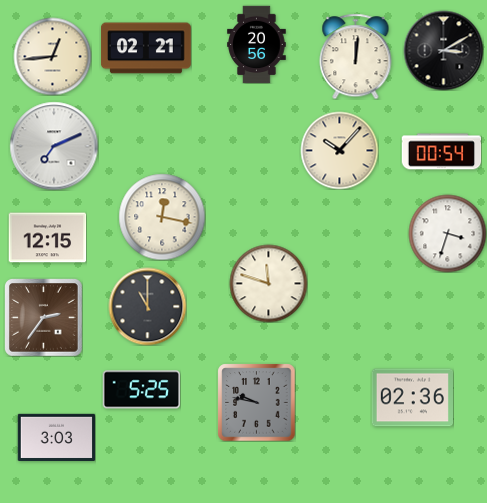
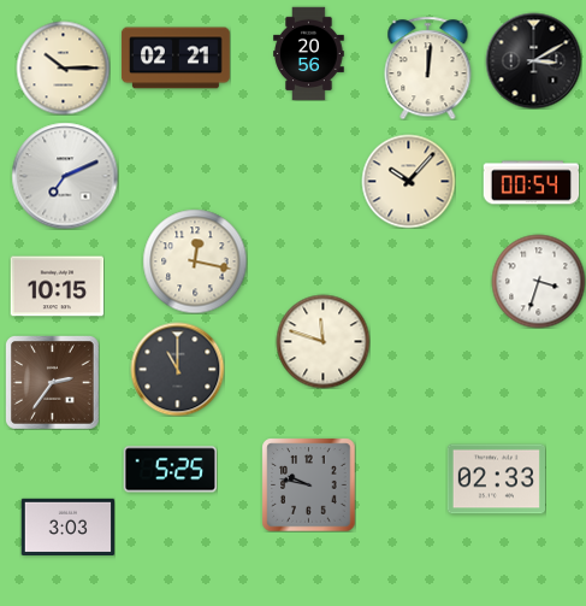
clock at (52, 56): 12:44 -> 10:15
clock at (47, 238): 12:15 -> 10:15
clock at (412, 398): 02:36 -> 02:33
